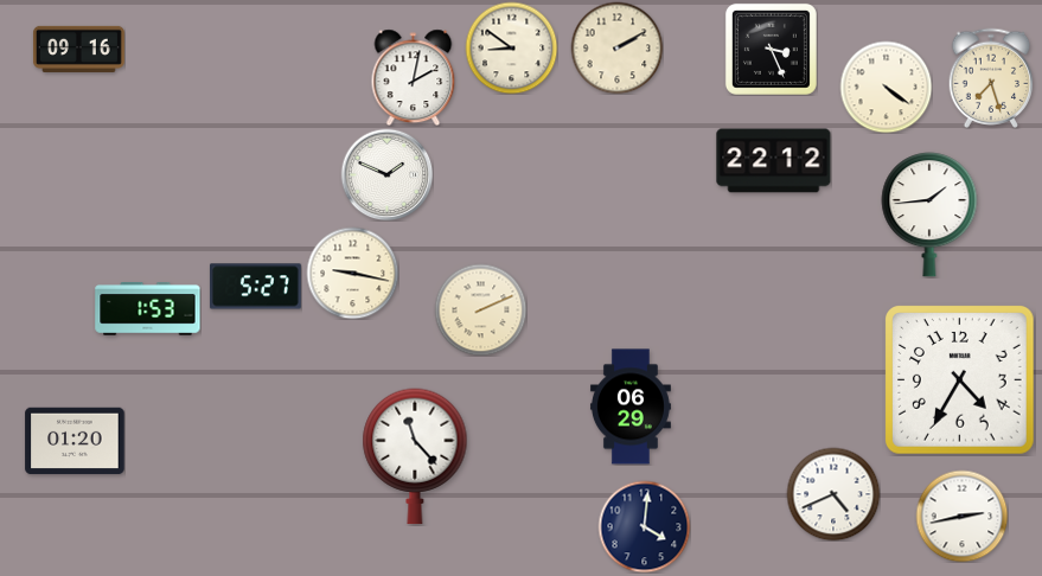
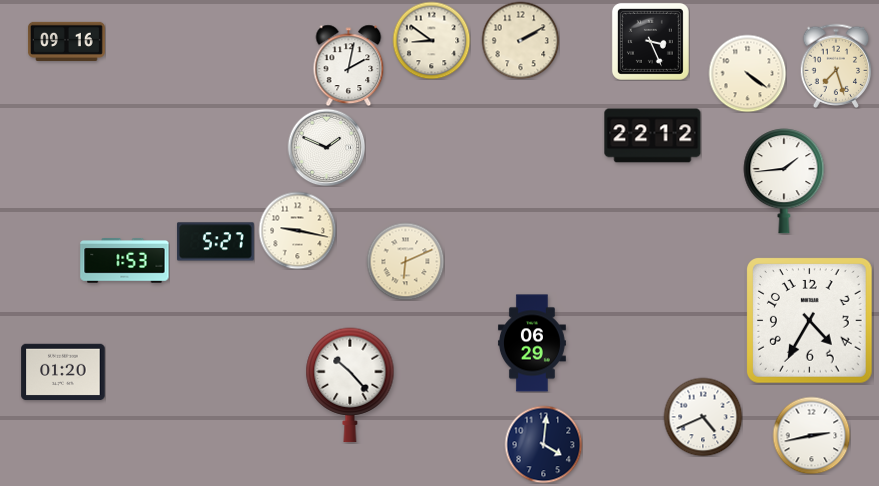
clock at (480, 309): 2:11 -> 6:11
clock at (415, 456): 11:23 -> 10:23
